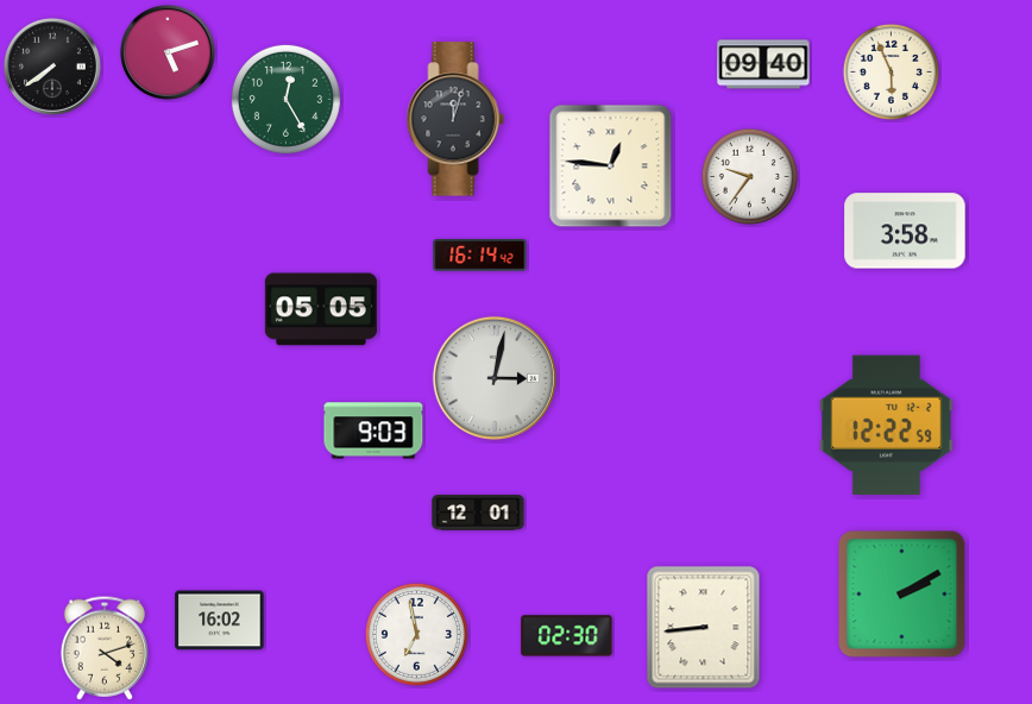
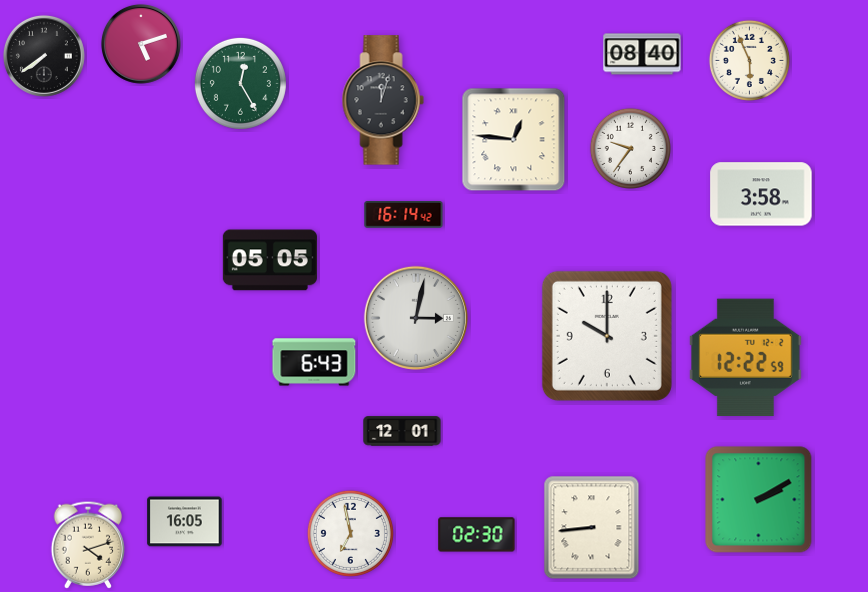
clock at (763, 64): 09:40 -> 08:40
clock at (607, 336): none -> 10:00
clock at (373, 430): 9:03 -> 6:43
clock at (220, 621): 16:02 -> 16:05
